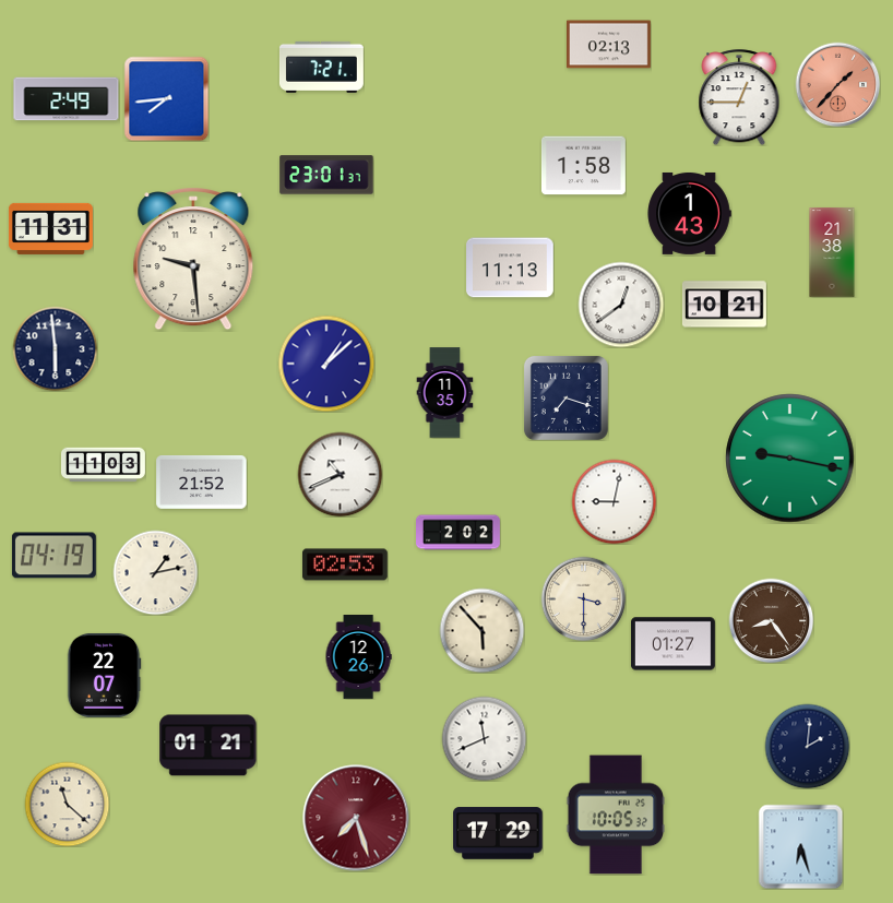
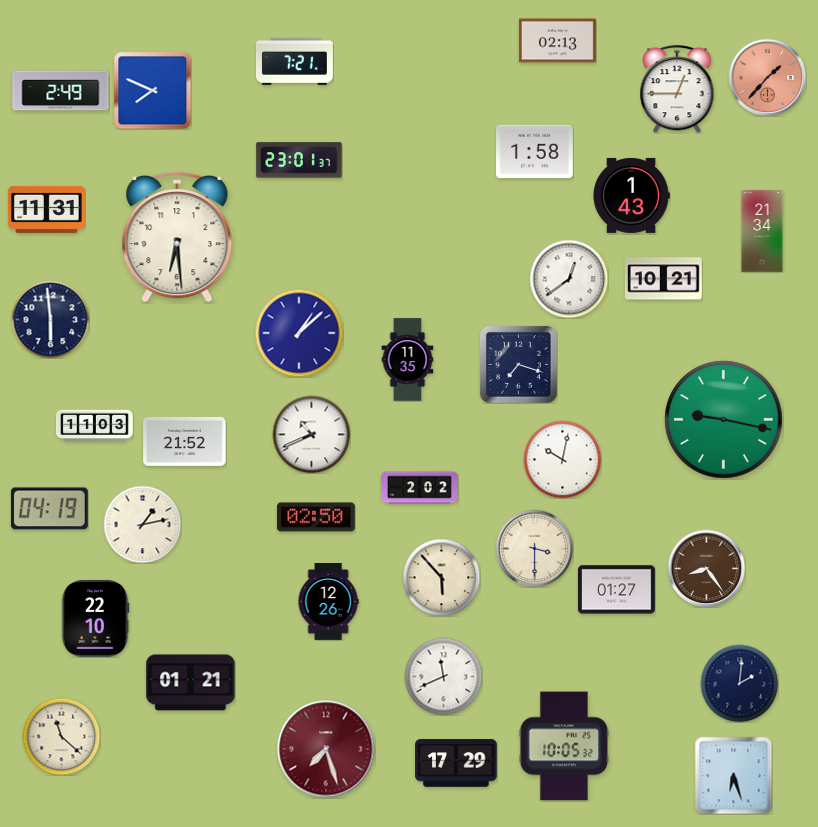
clock at (166, 98): 7:44 -> 7:49
clock at (832, 252): 21:38 -> 21:34
clock at (193, 259): 9:29 -> 6:29
clock at (510, 268): 11:13 -> none
clock at (614, 501): 9:02 -> 10:02
clock at (345, 565): 02:53 -> 02:50
clock at (104, 675): 22:07 -> 22:10
